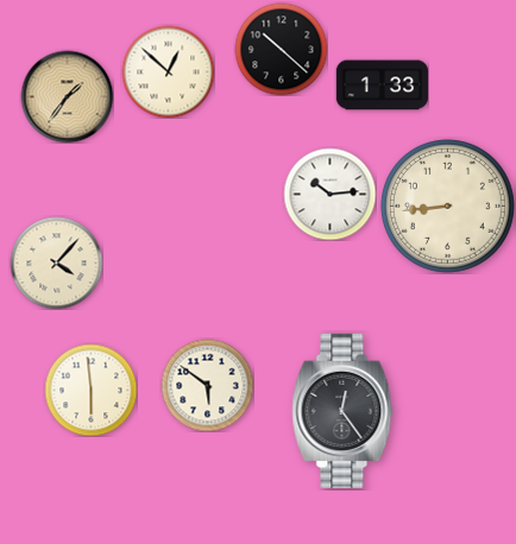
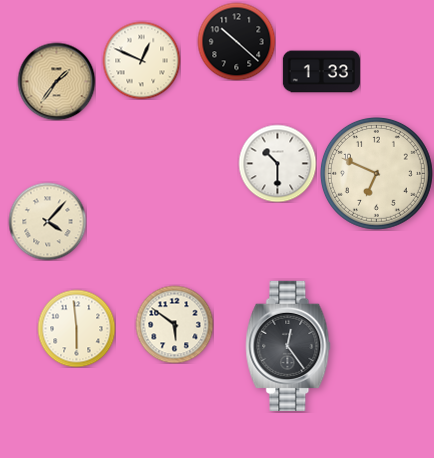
clock at (168, 71): 12:52 -> 12:49
clock at (329, 194): 10:14 -> 10:30
clock at (447, 205): 8:44 -> 6:49
